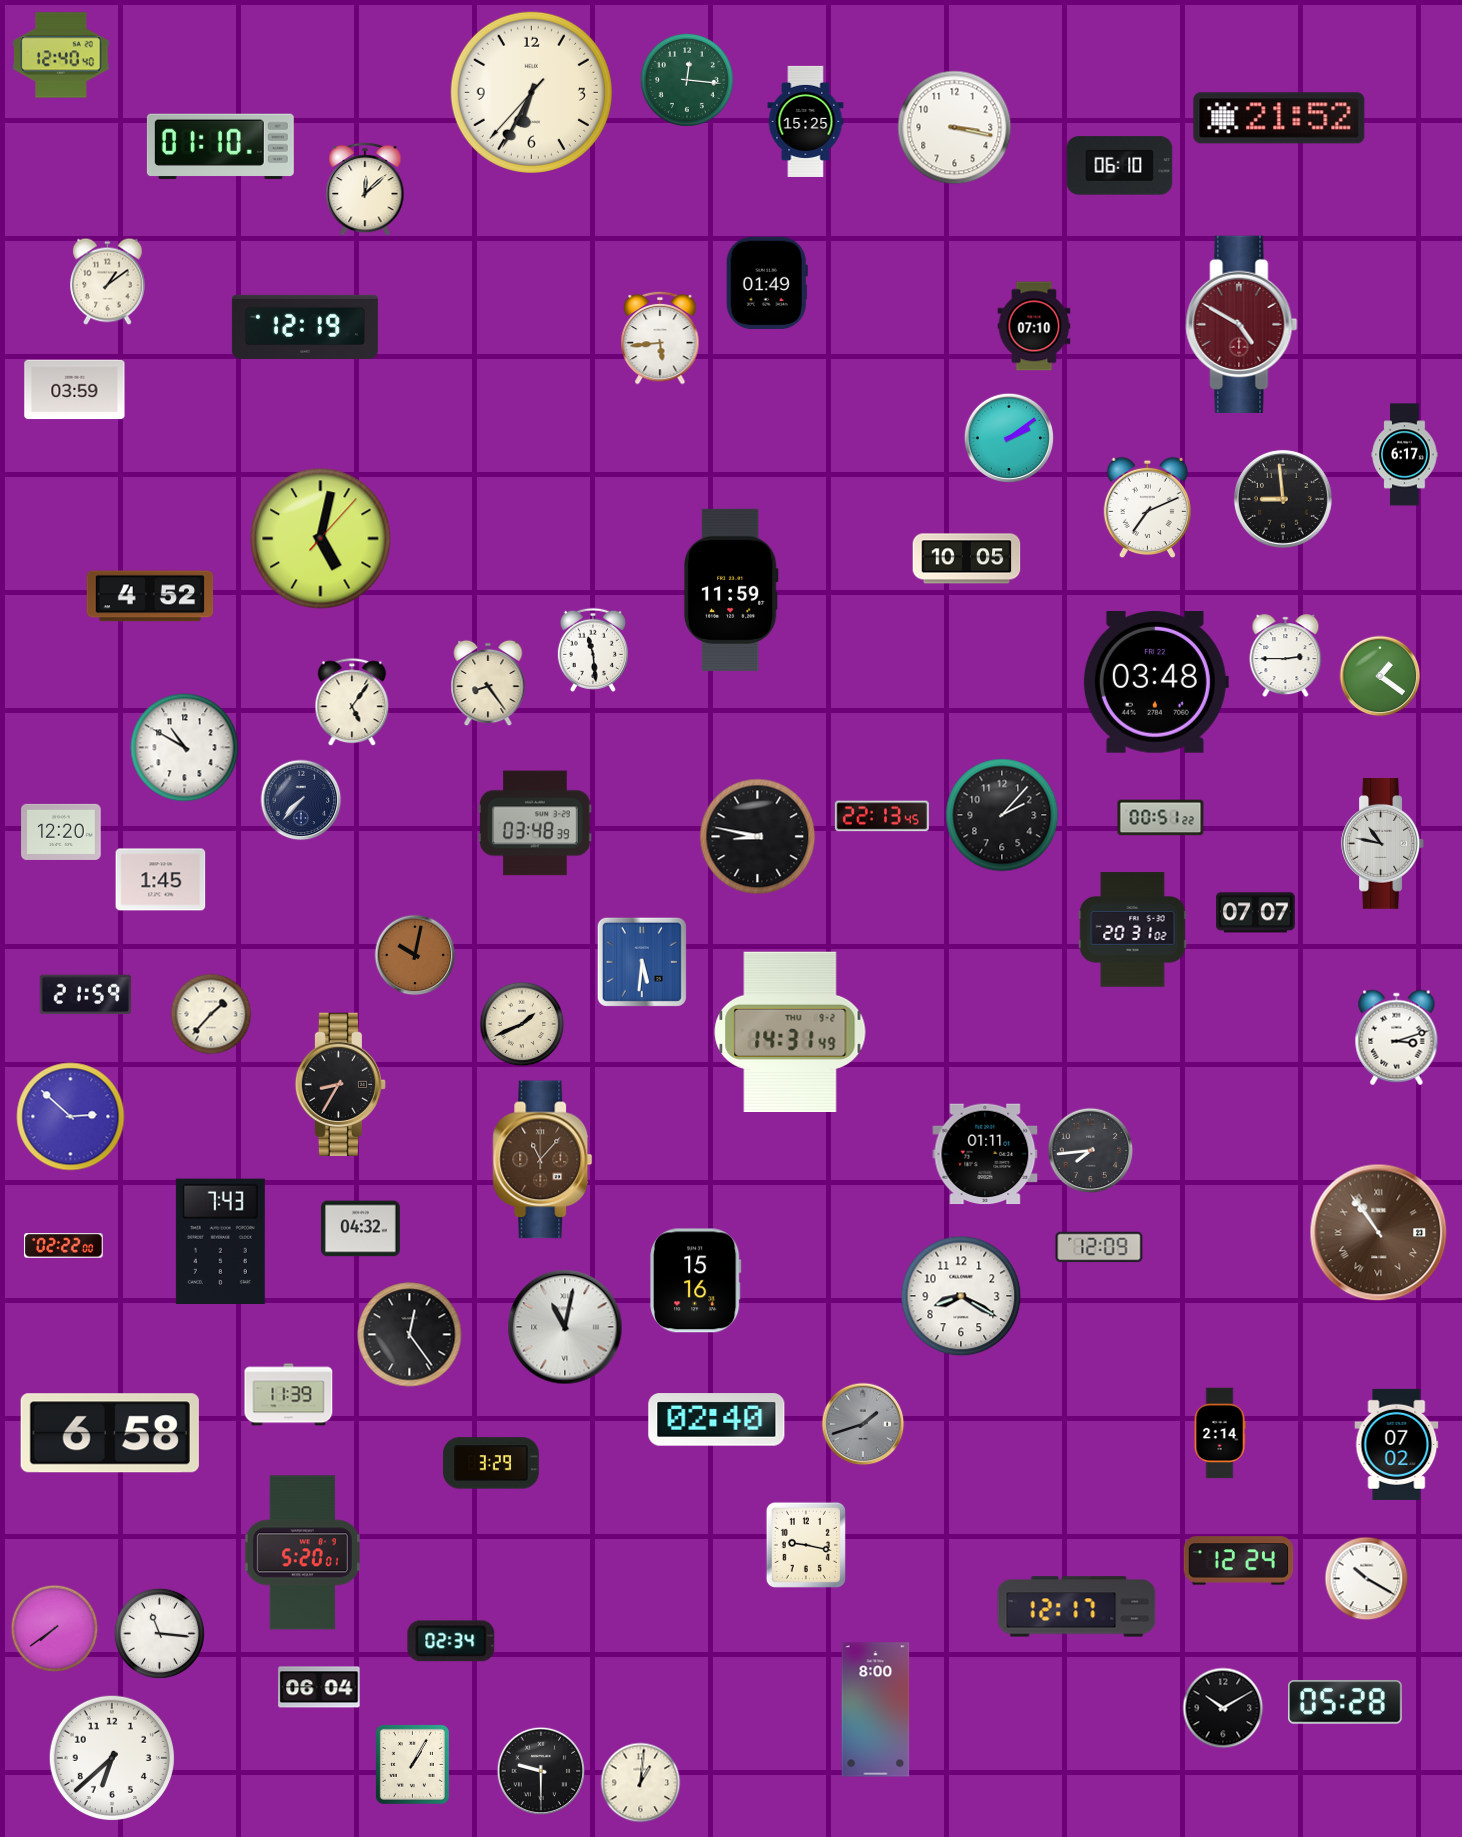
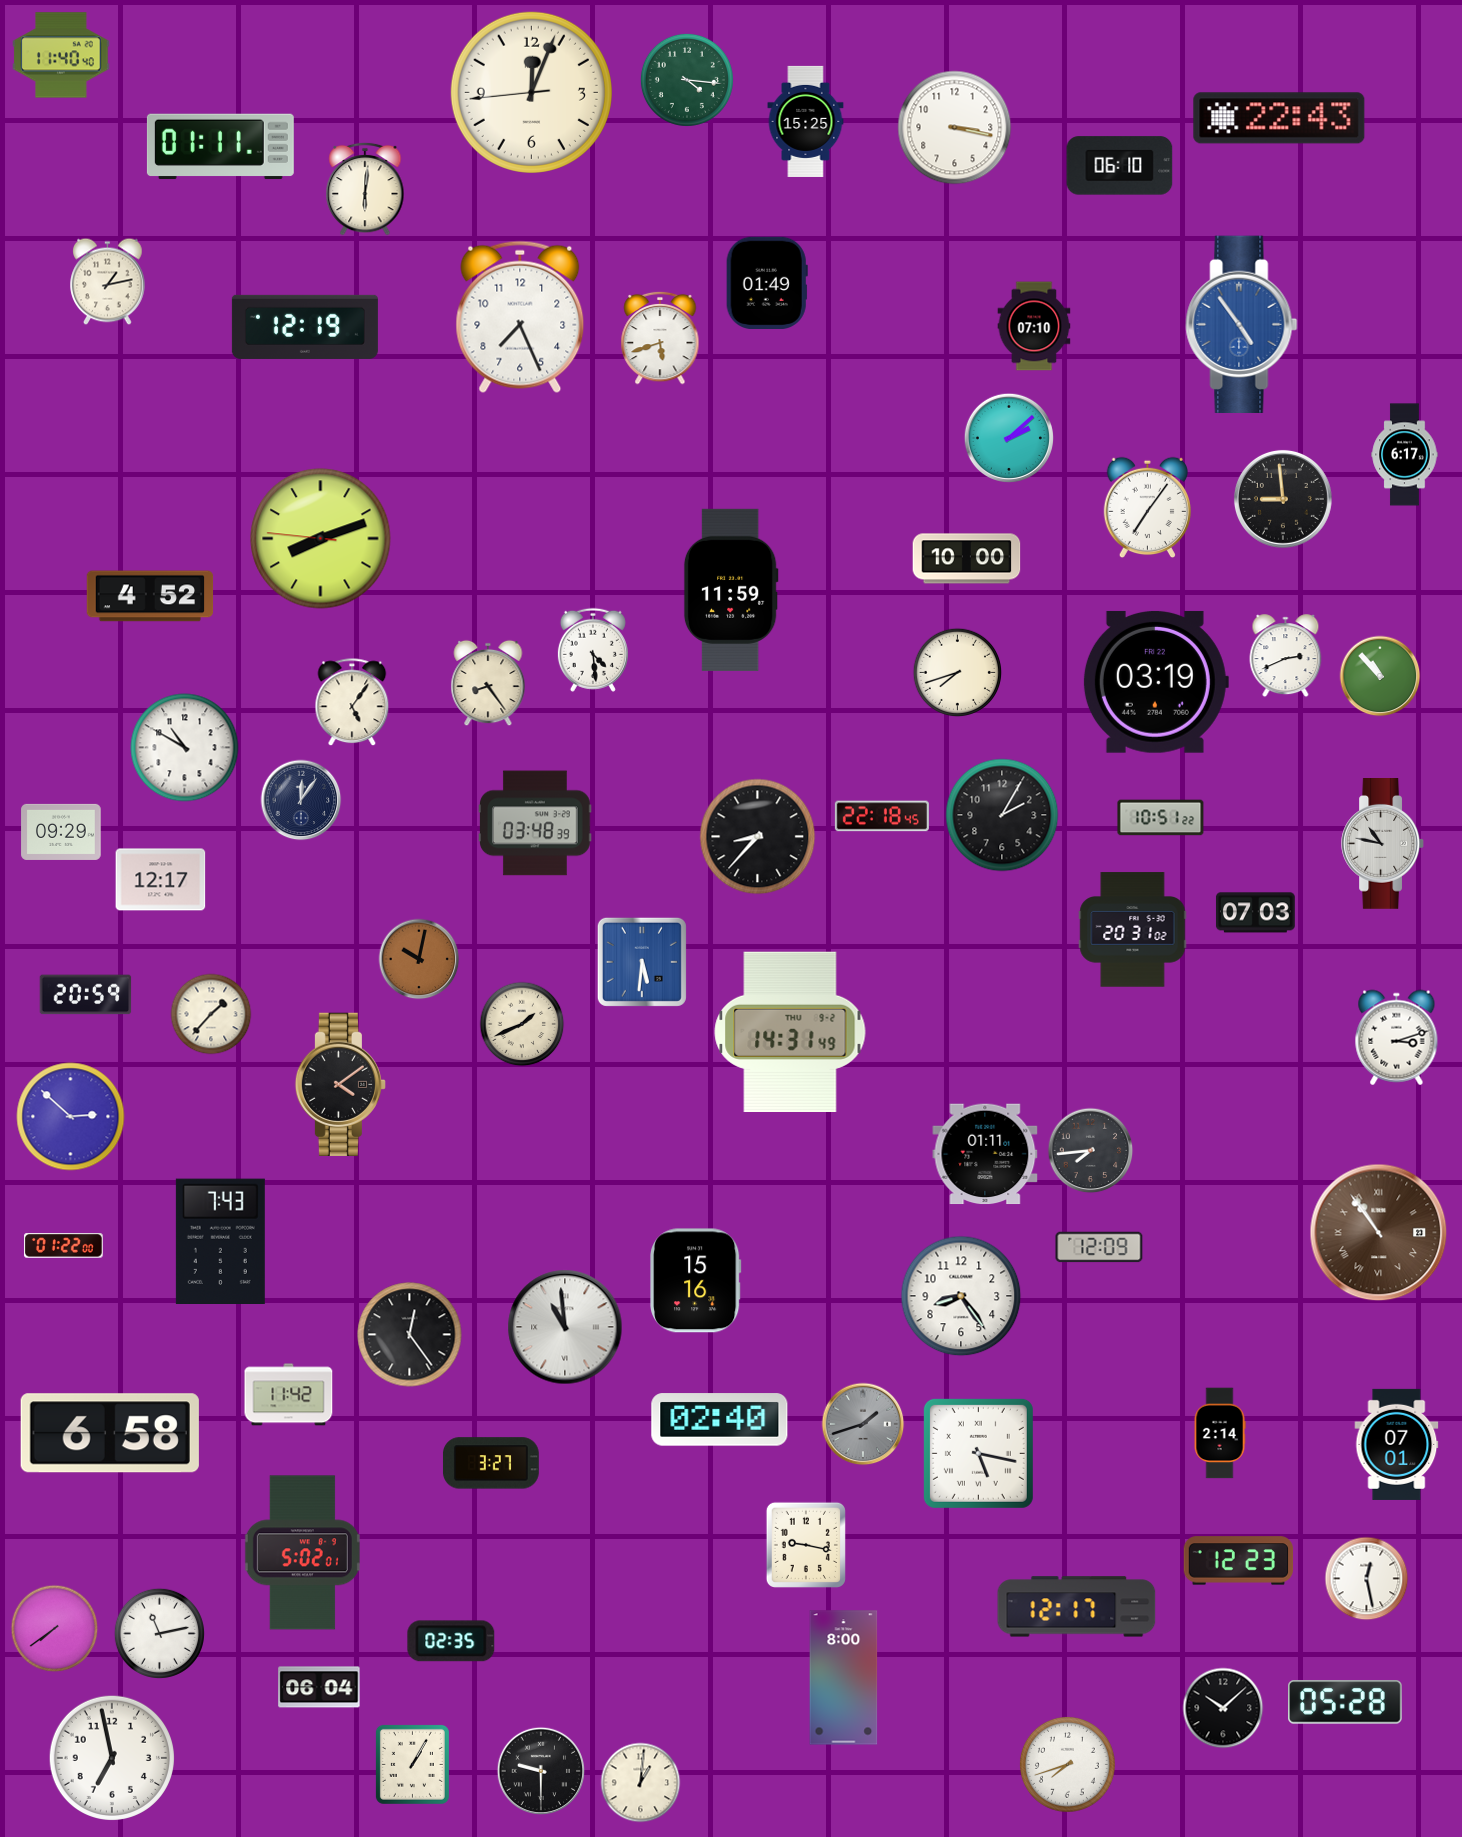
clock at (61, 55): 12:40 -> 11:40
clock at (687, 80): 12:16 -> 4:16
clock at (531, 92): 6:34 -> 12:03
clock at (1279, 118): 21:52 -> 22:43
clock at (220, 147): 01:10 -> 01:11
clock at (365, 189): 12:08 -> 6:01
clock at (108, 282): 1:09 -> 1:13
clock at (520, 317): none -> 7:26
clock at (1242, 324): 4:50 -> 4:54
clock at (1242, 324) dial: burgundy -> blue
clock at (660, 338): 5:44 -> 5:42
clock at (75, 390): 03:59 -> none
clock at (1008, 437): 2:09 -> 2:08
clock at (1147, 508): 7:11 -> 7:06
clock at (321, 539): 5:02 -> 8:11
clock at (967, 559): 10:05 -> 10:00
clock at (593, 650): 11:29 -> 4:29
clock at (1286, 656): 2:45 -> 2:41
clock at (958, 673): none -> 7:42
clock at (1380, 676): 1:21 -> 10:53
clock at (1155, 682): 03:48 -> 03:19
clock at (301, 800): 7:37 -> 12:06
clock at (1002, 815): 2:07 -> 2:05
clock at (882, 816): 22:13 -> 22:18
clock at (1161, 818): 00:51 -> 10:51
clock at (61, 832): 12:20 -> 09:29
clock at (758, 837): 8:47 -> 8:37
clock at (161, 880): 1:45 -> 12:17
clock at (1255, 913): 07:07 -> 07:03
clock at (415, 955) position: (415, 955) -> (419, 959)
clock at (86, 995): 21:59 -> 20:59
clock at (340, 1084): 8:35 -> 4:09
clock at (543, 1160): 11:07 -> none
clock at (361, 1229): 04:32 -> none
clock at (64, 1246): 02:22 -> 01:22
clock at (961, 1296): 8:20 -> 8:24
clock at (565, 1327): 11:02 -> 10:59
clock at (289, 1395): 11:39 -> 11:42
clock at (717, 1420) position: (717, 1420) -> (720, 1420)
clock at (1397, 1444): 07:02 -> 07:01
clock at (978, 1453): none -> 5:17
clock at (491, 1463): 3:29 -> 3:27
clock at (302, 1553): 5:20 -> 5:02
clock at (1239, 1561): 12:24 -> 12:23
clock at (1367, 1579): 10:20 -> 12:28
clock at (159, 1633): 11:16 -> 11:13
clock at (451, 1641): 02:34 -> 02:35
clock at (1223, 1708): 10:10 -> 10:08
clock at (876, 1710) position: (876, 1710) -> (844, 1678)
clock at (112, 1758): 6:38 -> 6:58
clock at (1067, 1764): none -> 7:42
